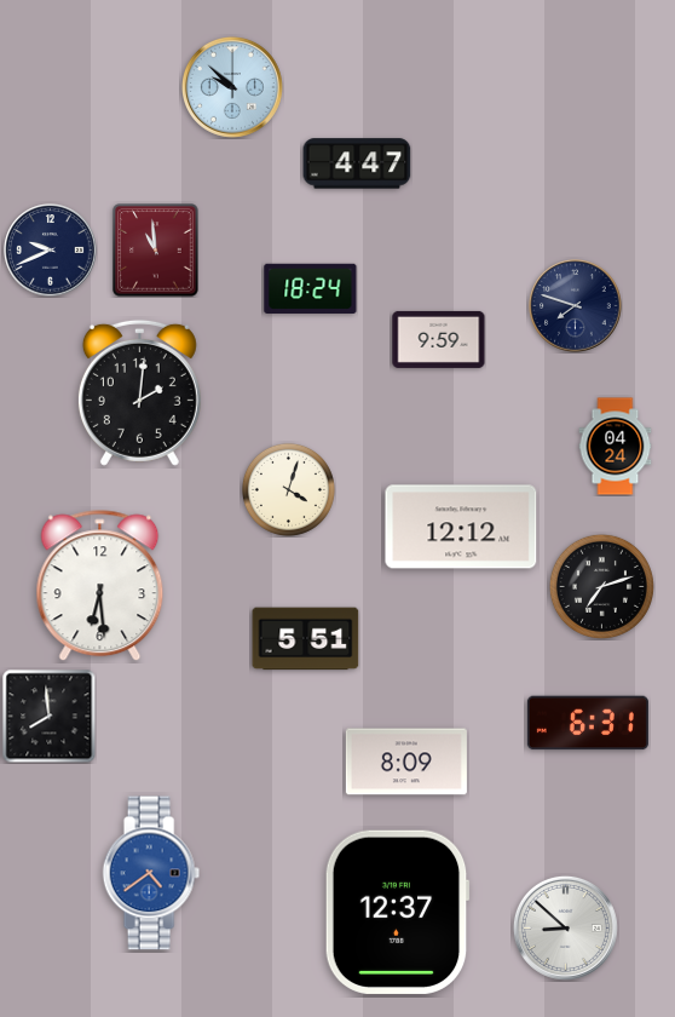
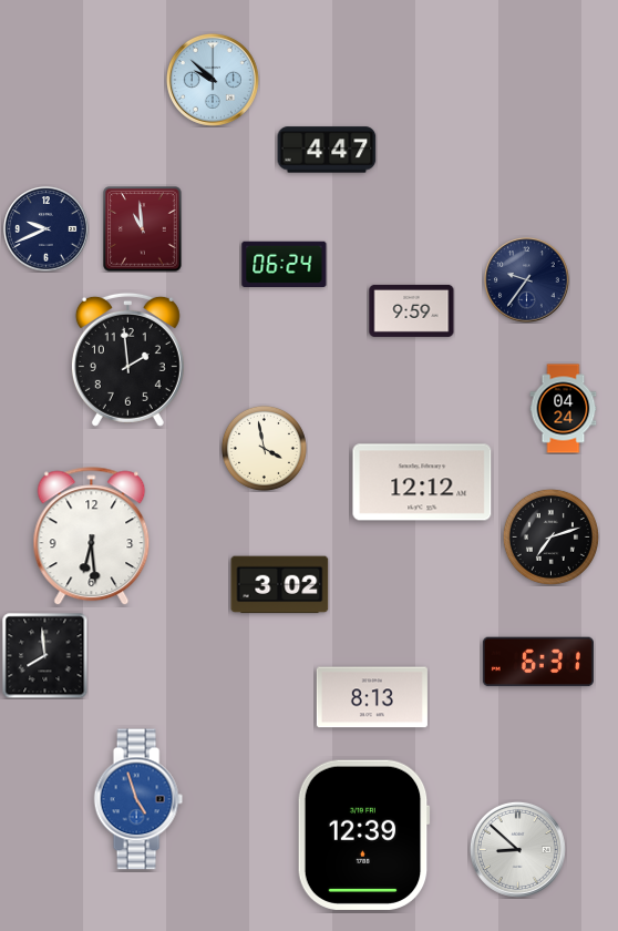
clock at (311, 288): 18:24 -> 06:24
clock at (576, 306): 7:48 -> 9:36
clock at (439, 339) position: (439, 339) -> (412, 310)
clock at (139, 392): 2:01 -> 1:59
clock at (288, 489): 4:03 -> 3:58
clock at (306, 639): 5:51 -> 3:02
clock at (406, 762): 8:09 -> 8:13
clock at (151, 873): 4:39 -> 4:57
clock at (397, 912): 12:37 -> 12:39
